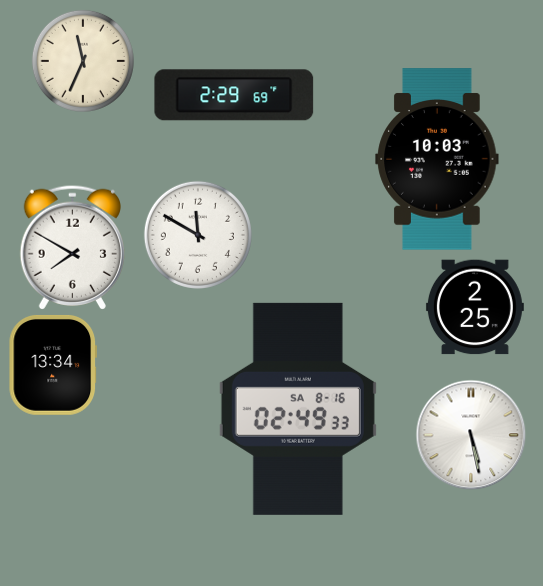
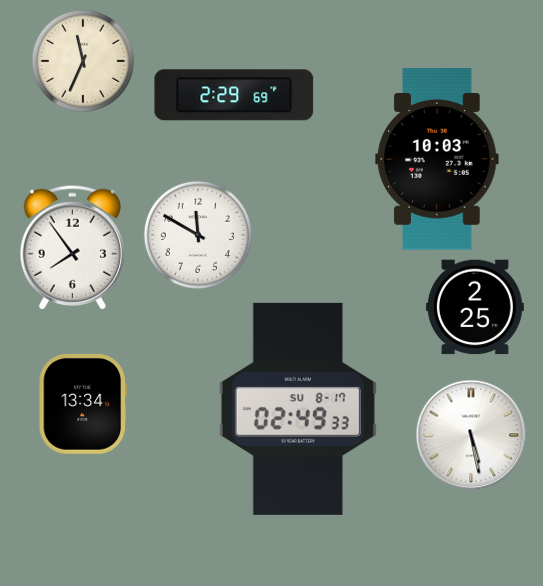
clock at (72, 247): 7:50 -> 7:54
clock at (52, 365) position: (52, 365) -> (82, 404)
clock at (298, 409) date: SA 8-16 -> SU 8-17
